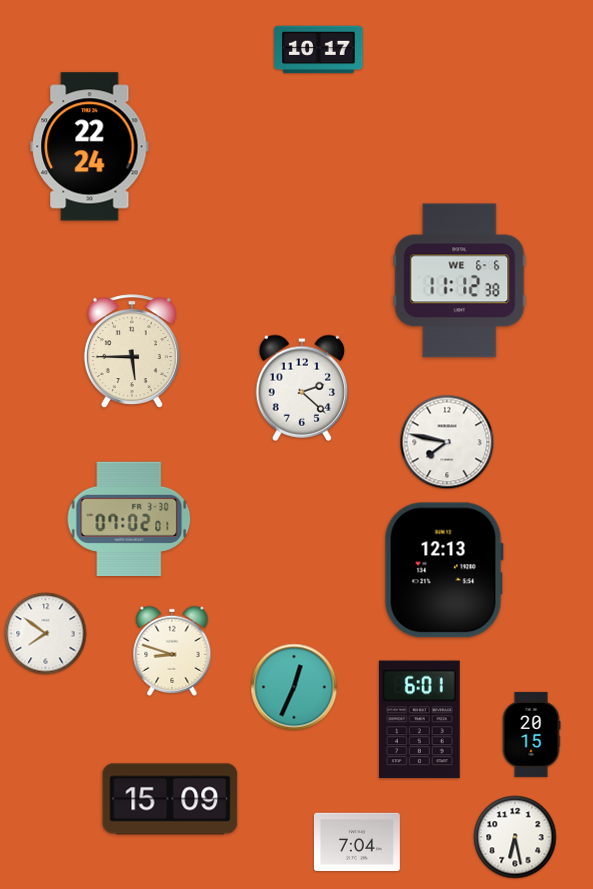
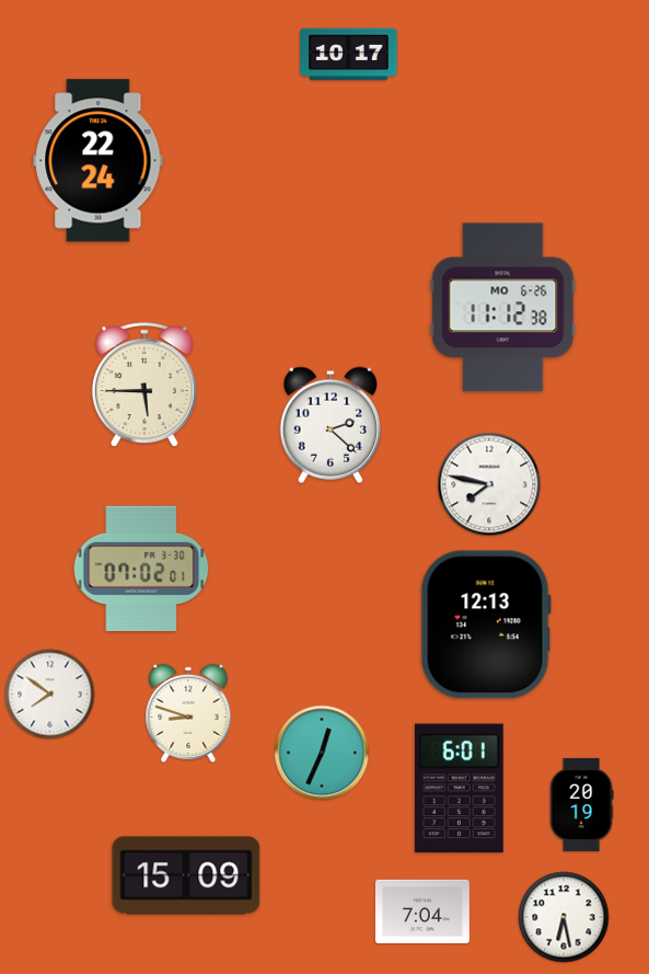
clock at (460, 281) date: WE 6-6 -> MO 6-26
clock at (531, 734): 20:15 -> 20:19
clock at (357, 842) position: (357, 842) -> (422, 912)
